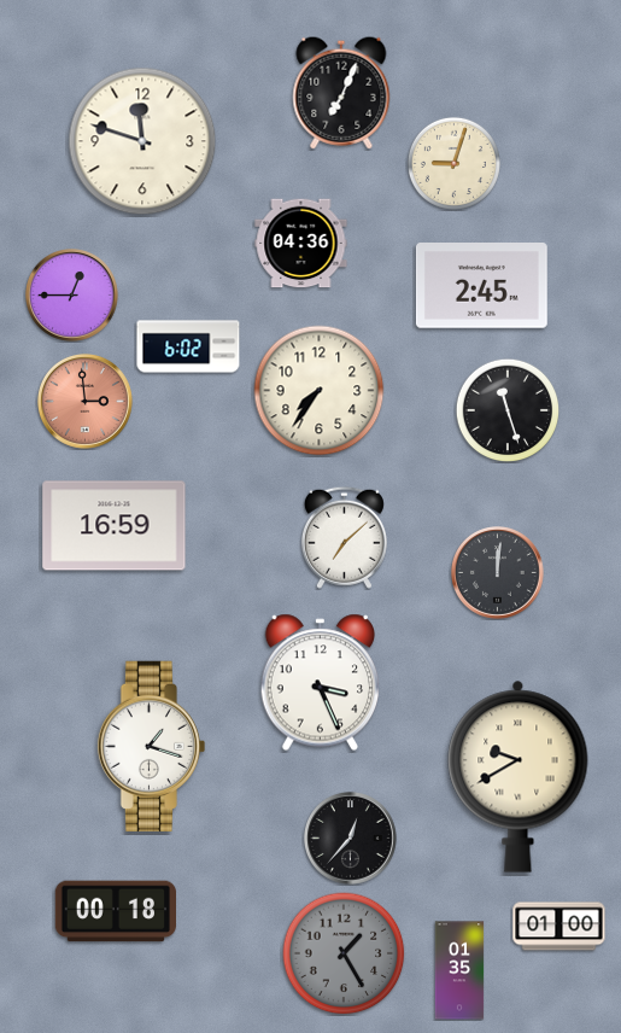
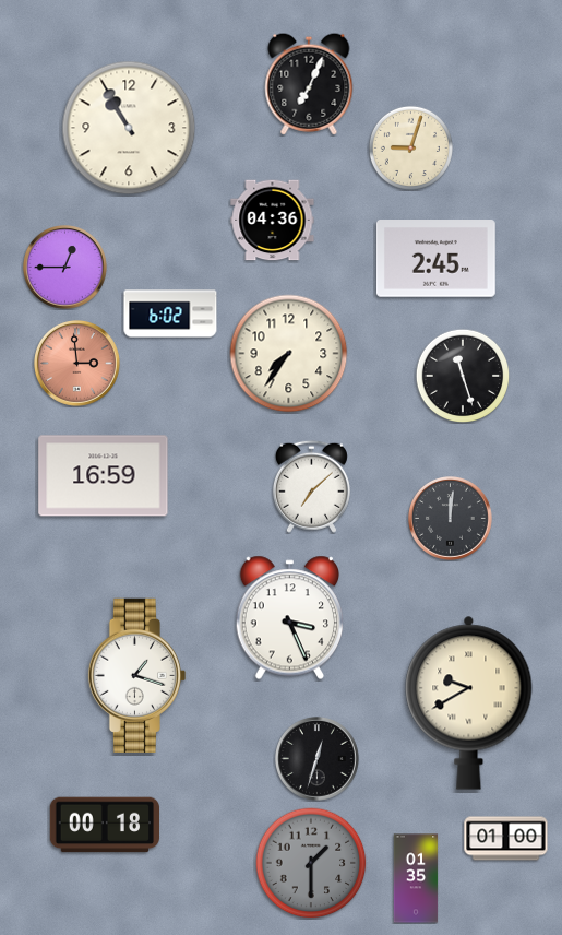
clock at (142, 141): 11:48 -> 10:55
clock at (508, 410) position: (508, 410) -> (463, 376)
clock at (351, 839): 12:37 -> 12:33
clock at (344, 953): 1:25 -> 1:30
